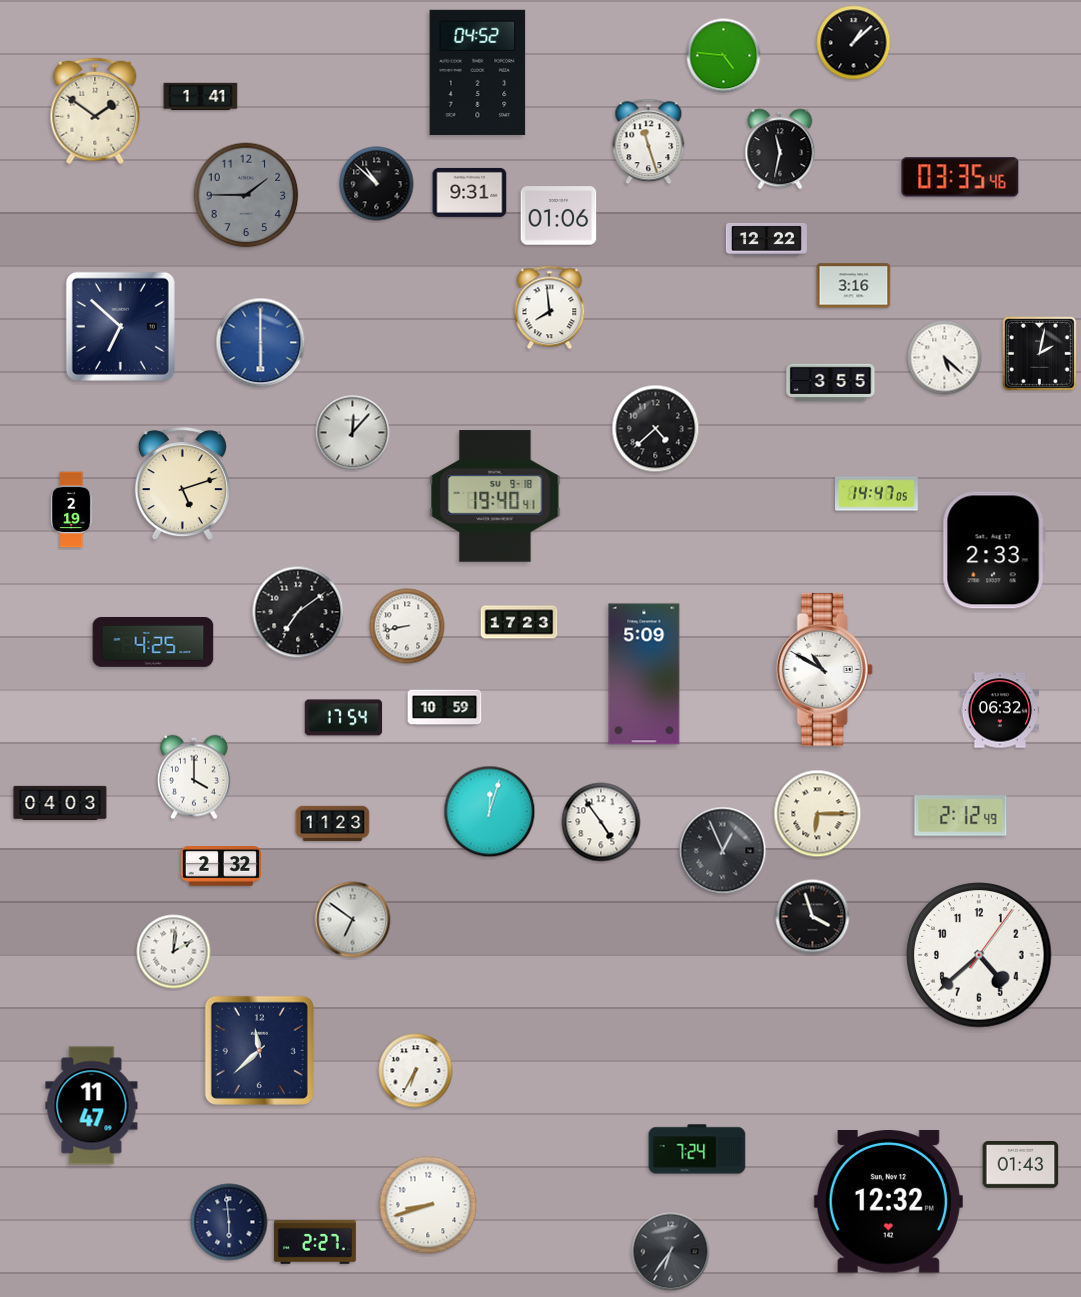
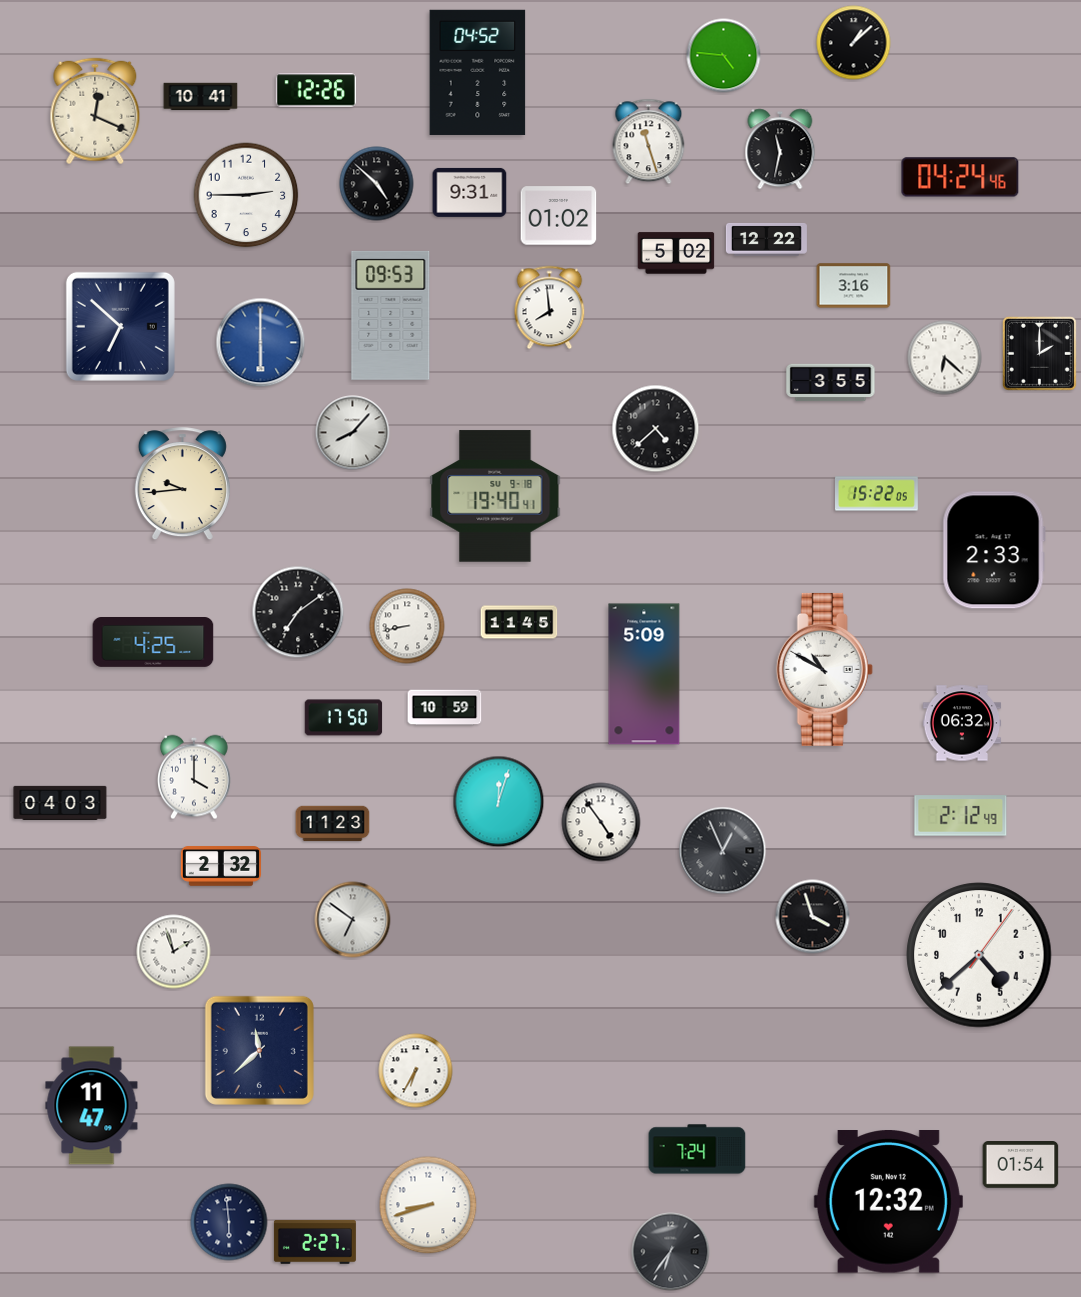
clock at (316, 90): none -> 12:26
clock at (201, 97): 1:41 -> 10:41
clock at (95, 111): 1:51 -> 12:19
clock at (960, 177): 03:35 -> 04:24
clock at (377, 184): 10:52 -> 4:52
clock at (246, 195): 1:45 -> 2:45
clock at (246, 195) dial: grey -> white
clock at (559, 216): 01:06 -> 01:02
clock at (676, 253): none -> 5:02
clock at (391, 315): none -> 09:53
clock at (1039, 353): 2:02 -> 2:00
clock at (945, 358): 5:22 -> 6:22
clock at (353, 433): 12:07 -> 8:07
clock at (182, 484): 5:12 -> 9:44
clock at (877, 494): 14:47 -> 15:22
clock at (71, 510): 2:19 -> none
clock at (519, 622): 17:23 -> 11:45
clock at (1000, 710) position: (1000, 710) -> (962, 723)
clock at (344, 718): 17:54 -> 17:50
clock at (490, 812) position: (490, 812) -> (499, 802)
clock at (818, 814): 6:15 -> none
clock at (174, 952): 2:01 -> 1:57
clock at (1021, 1165): 01:43 -> 01:54
